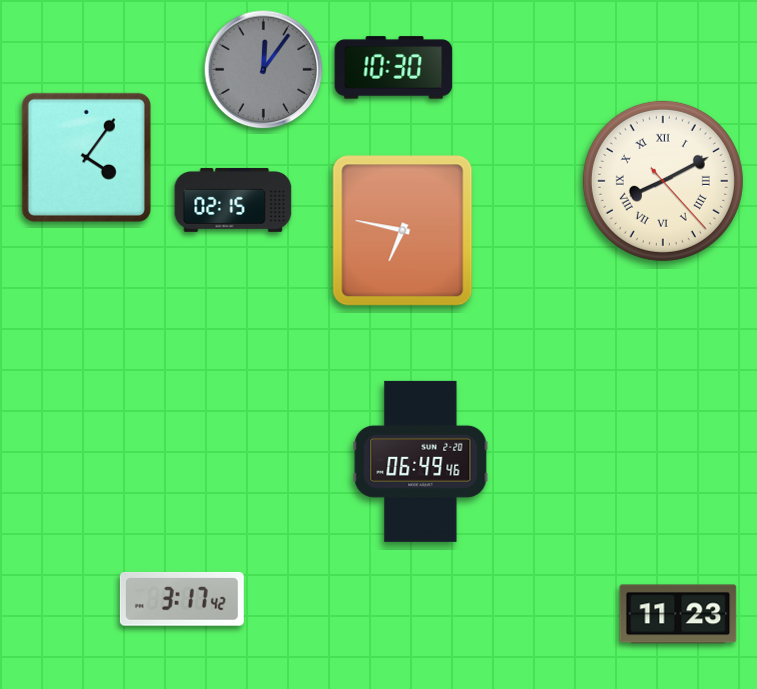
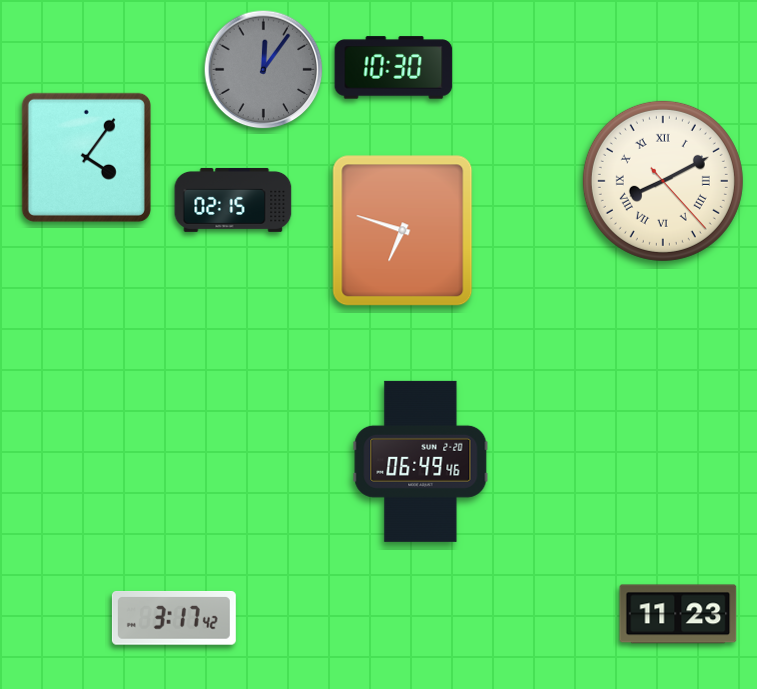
clock at (403, 231): 6:47 -> 6:48
clock at (182, 600) position: (182, 600) -> (174, 619)
